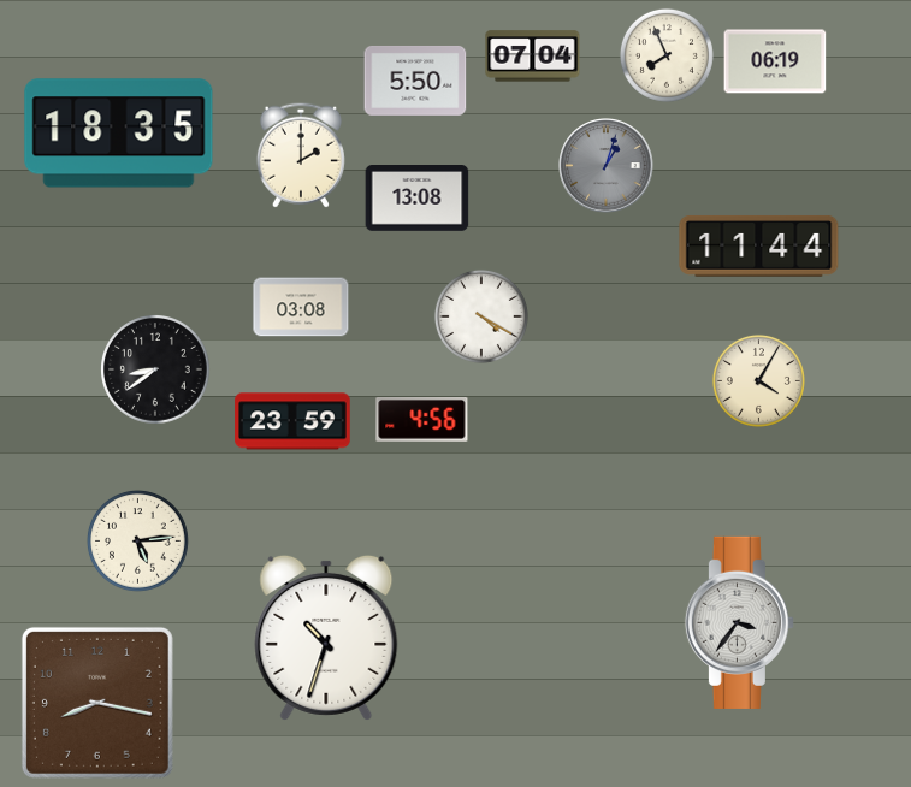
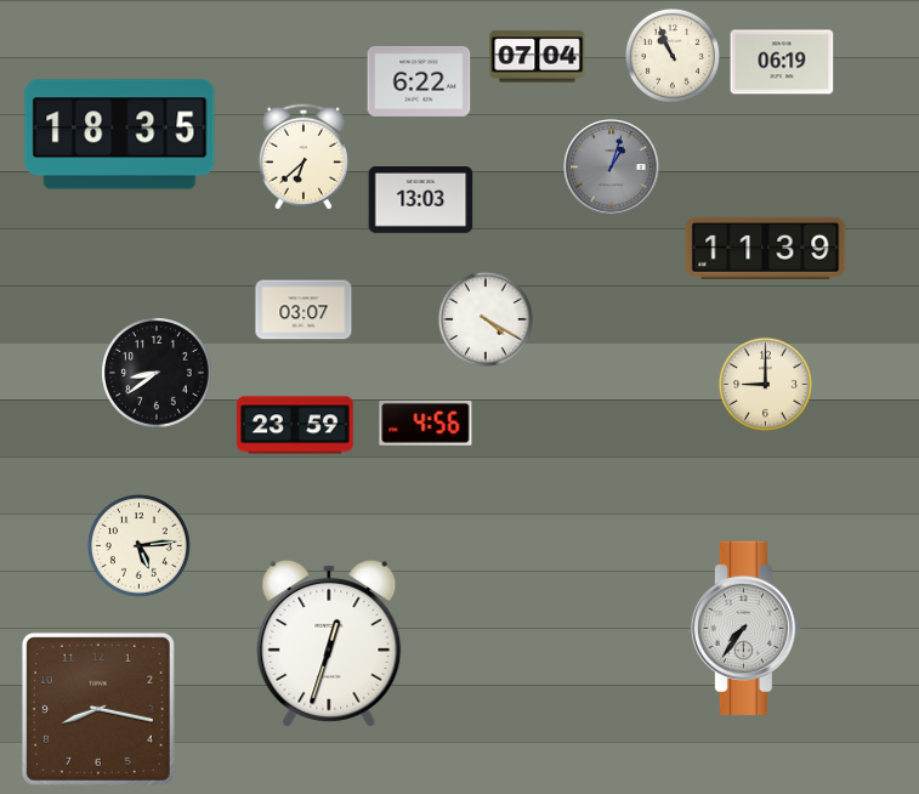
clock at (667, 55): 7:56 -> 10:56
clock at (415, 81): 5:50 -> 6:22
clock at (301, 155): 2:00 -> 6:38
clock at (418, 199): 13:08 -> 13:03
clock at (759, 245): 11:44 -> 11:39
clock at (301, 307): 03:08 -> 03:07
clock at (758, 380): 4:05 -> 9:00
clock at (739, 622): 3:36 -> 7:36
clock at (326, 638): 10:33 -> 12:33
